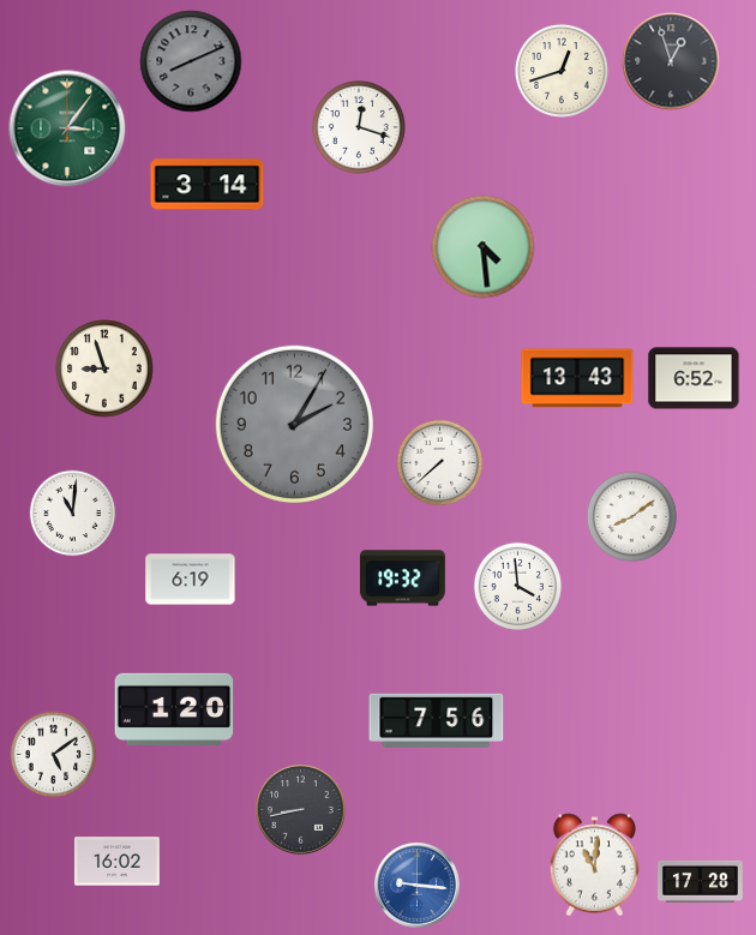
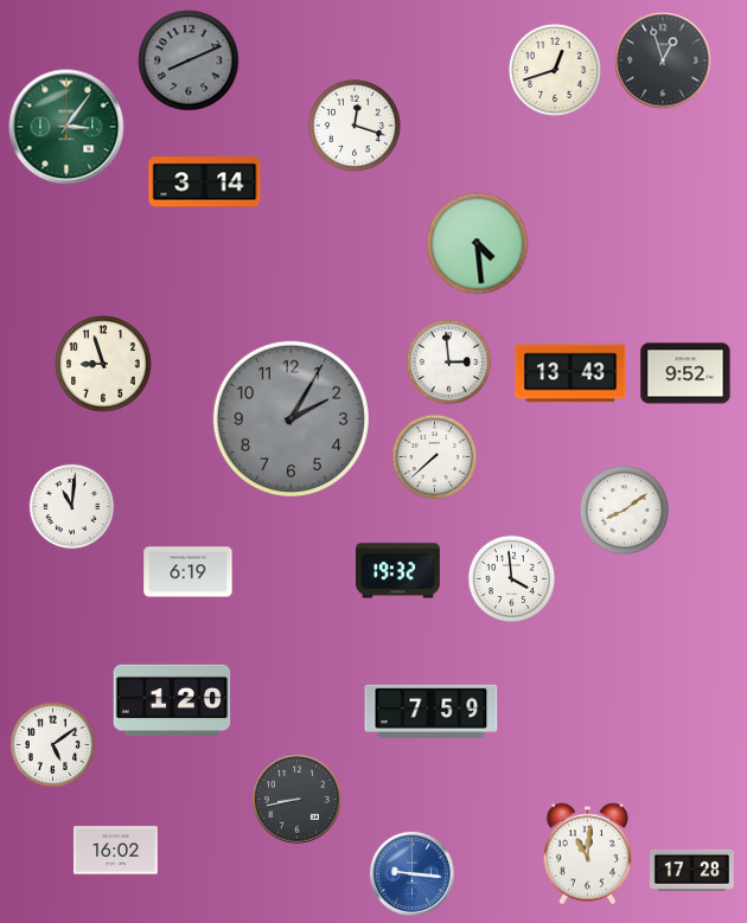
clock at (449, 363): none -> 2:59
clock at (694, 378): 6:52 -> 9:52
clock at (437, 720): 7:56 -> 7:59
